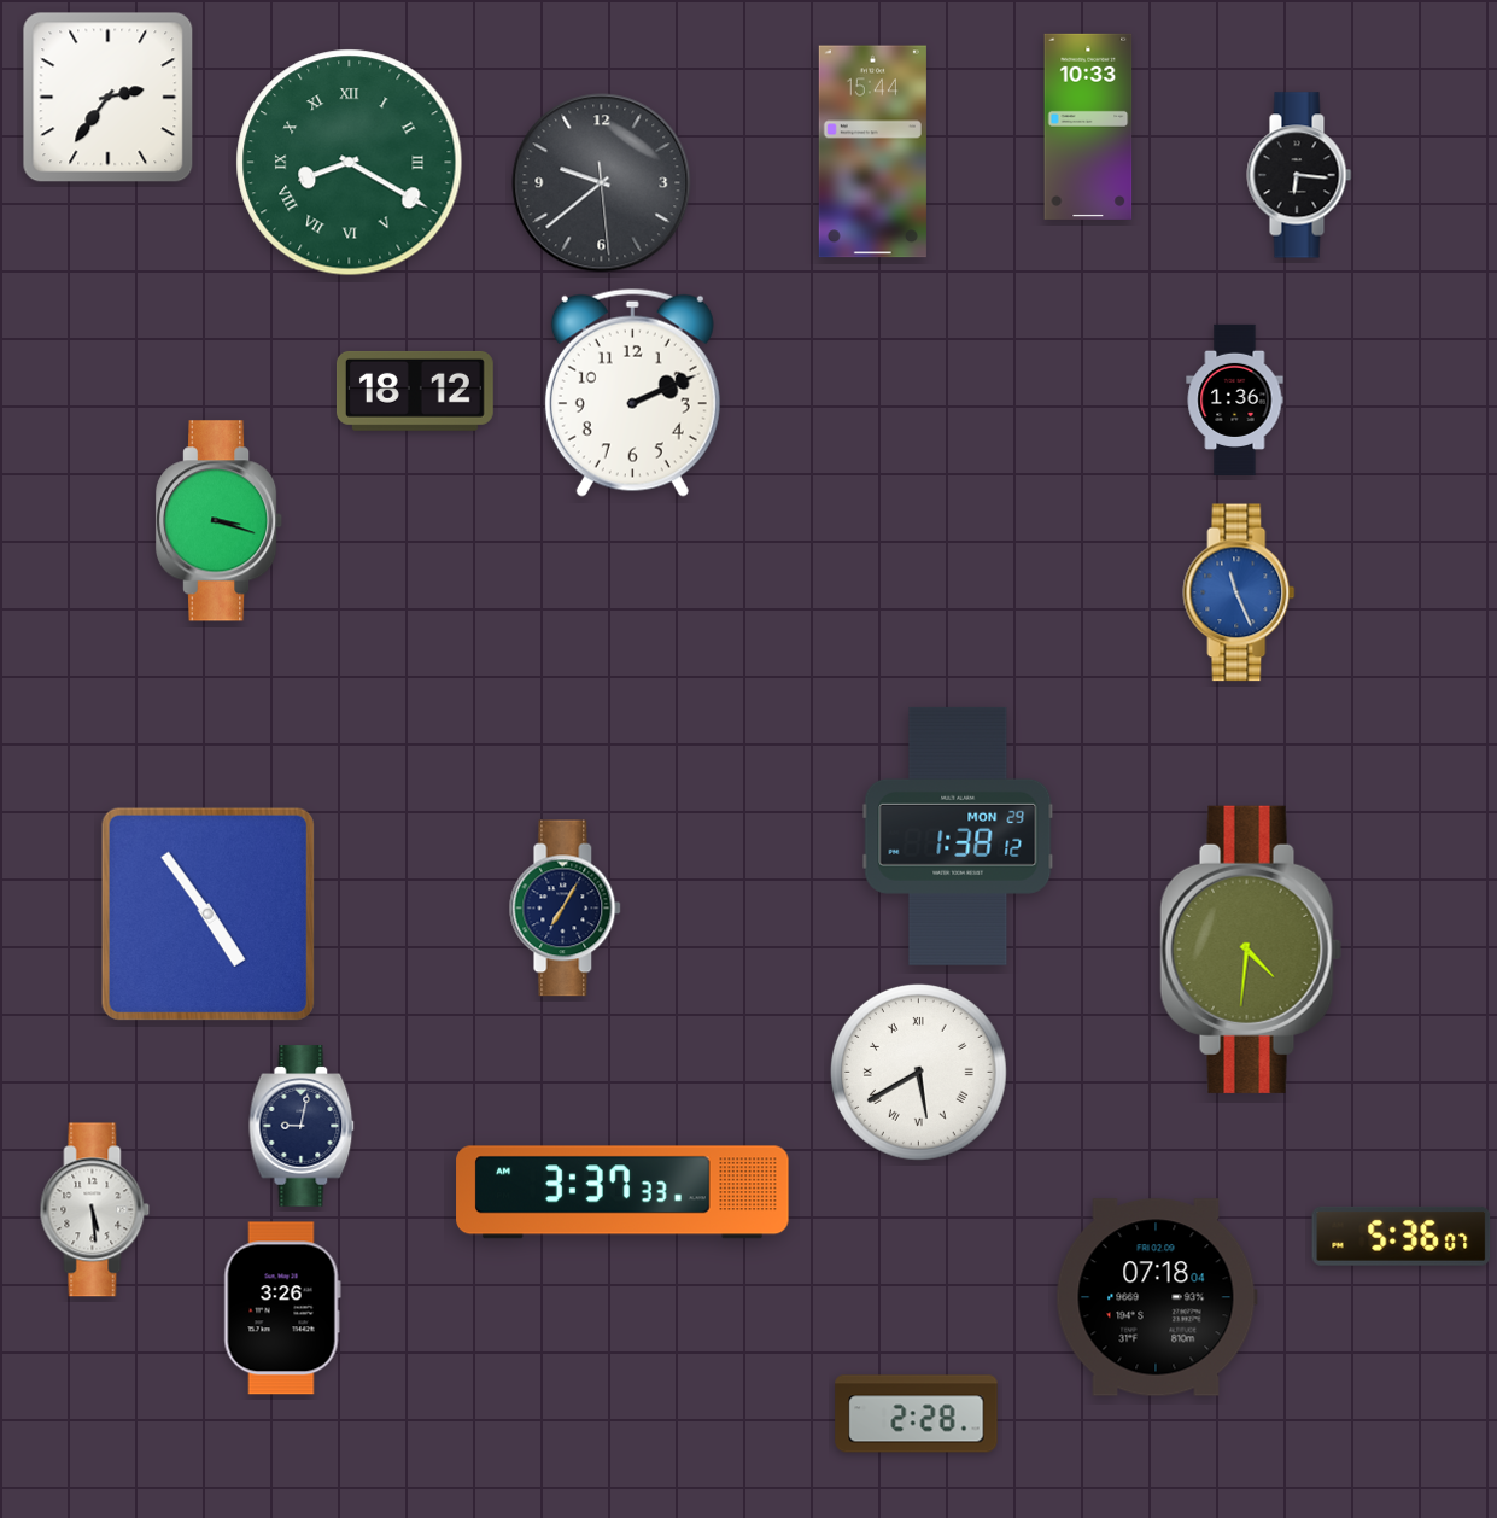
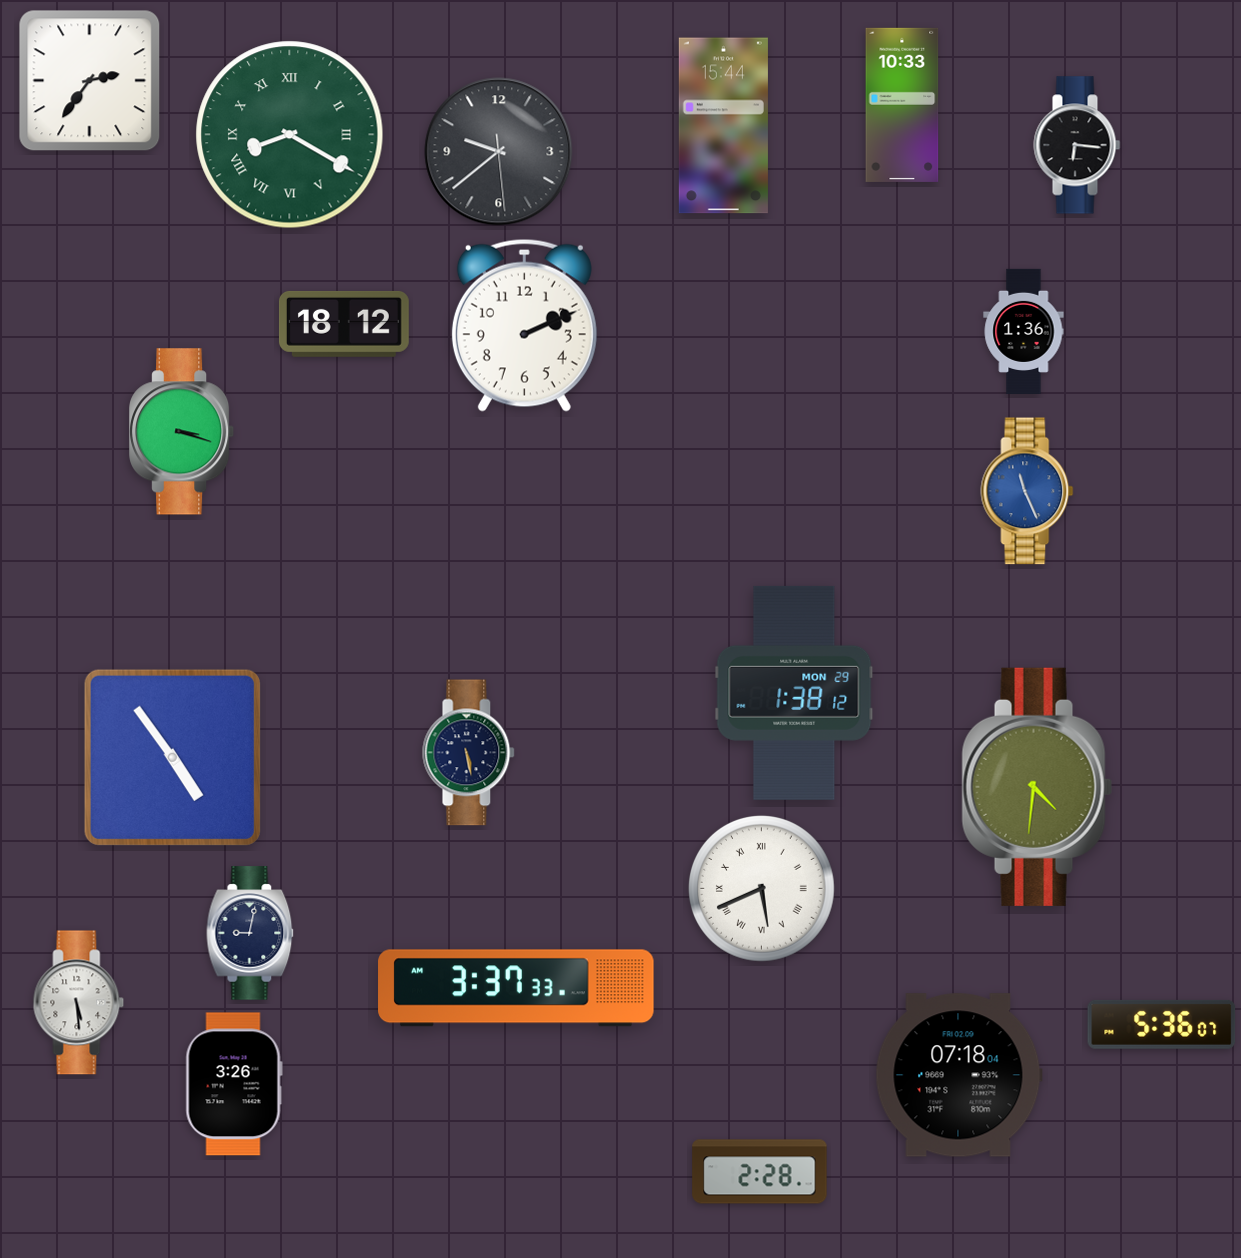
clock at (566, 909): 7:05 -> 5:28
clock at (918, 1072): 5:40 -> 5:41
